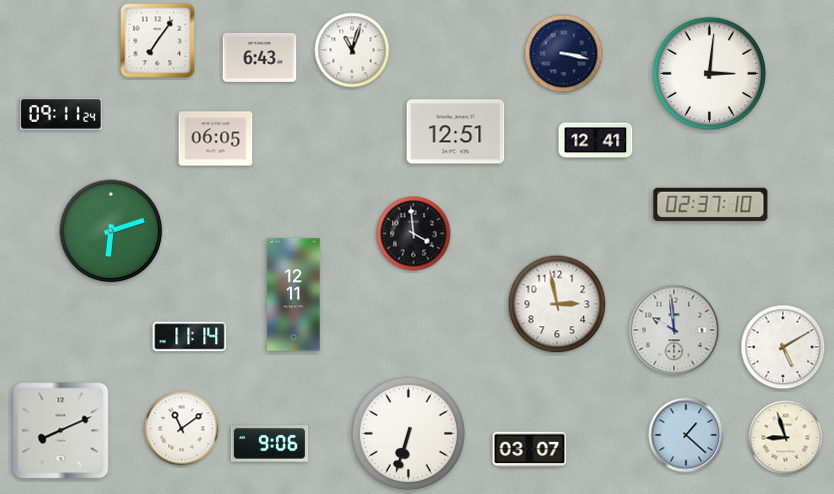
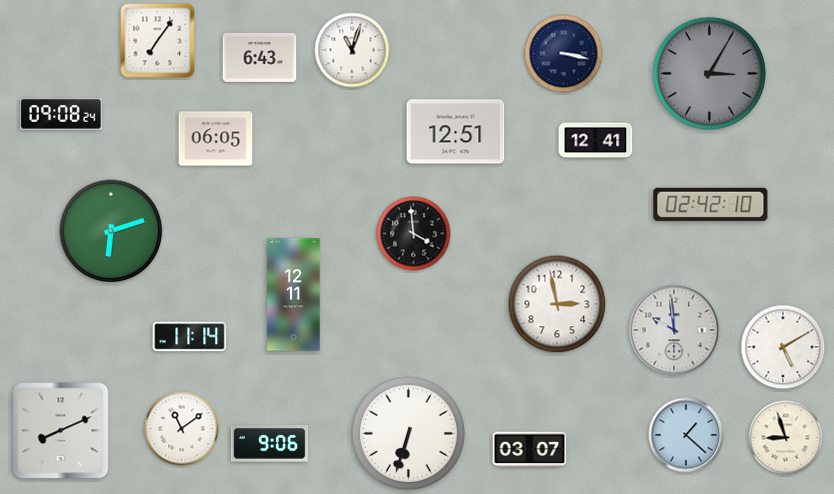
clock at (709, 73): 3:01 -> 3:05
clock at (709, 73) dial: white -> grey
clock at (61, 114): 09:11 -> 09:08
clock at (711, 204): 02:37 -> 02:42
